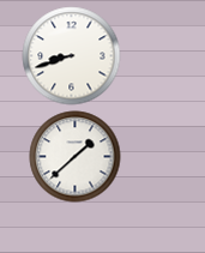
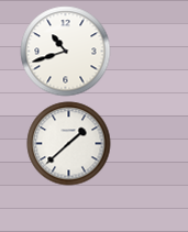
clock at (72, 56): 8:42 -> 10:42
